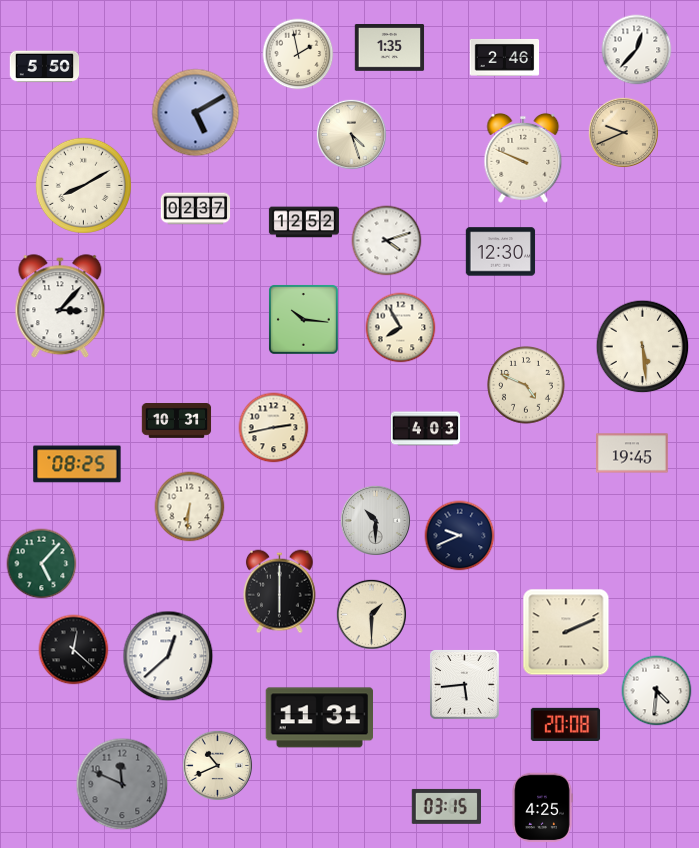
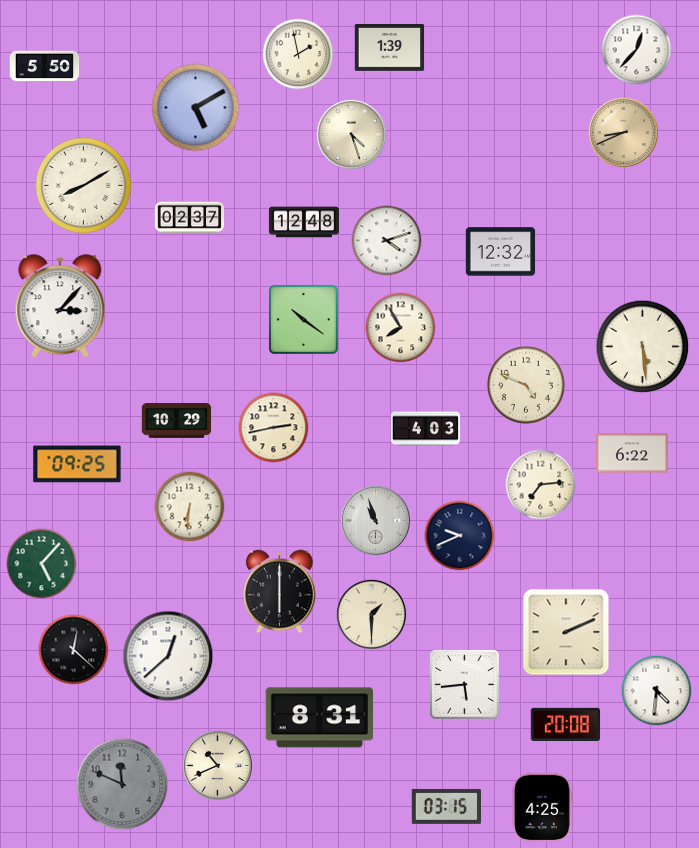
clock at (390, 48): 1:35 -> 1:39
clock at (505, 58): 2:46 -> none
clock at (196, 113) position: (196, 113) -> (196, 108)
clock at (623, 132): 9:41 -> 8:41
clock at (523, 158): 9:49 -> none
clock at (196, 209) position: (196, 209) -> (190, 218)
clock at (304, 222): 12:52 -> 12:48
clock at (501, 252): 12:30 -> 12:32
clock at (304, 320): 10:16 -> 10:21
clock at (177, 421): 10:31 -> 10:29
clock at (633, 453): 19:45 -> 6:22
clock at (77, 464): 08:25 -> 09:25
clock at (541, 485): none -> 7:14
clock at (375, 520): 10:30 -> 10:57
clock at (319, 718): 11:31 -> 8:31
